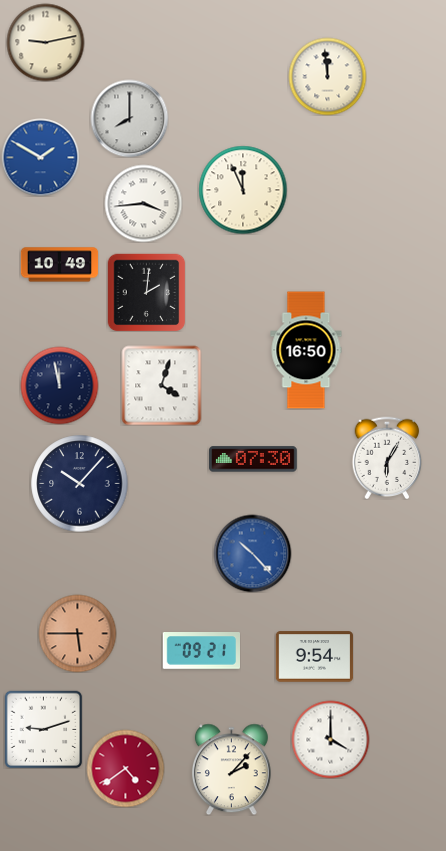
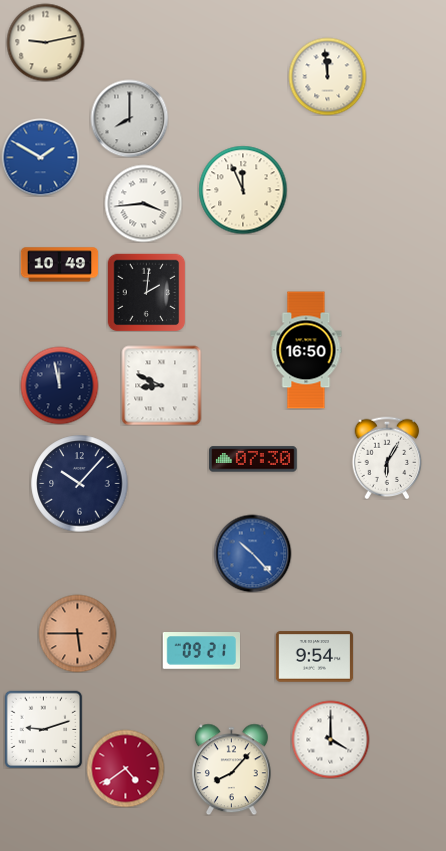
clock at (161, 385): 4:03 -> 8:49
clock at (231, 769): 2:07 -> 8:07
